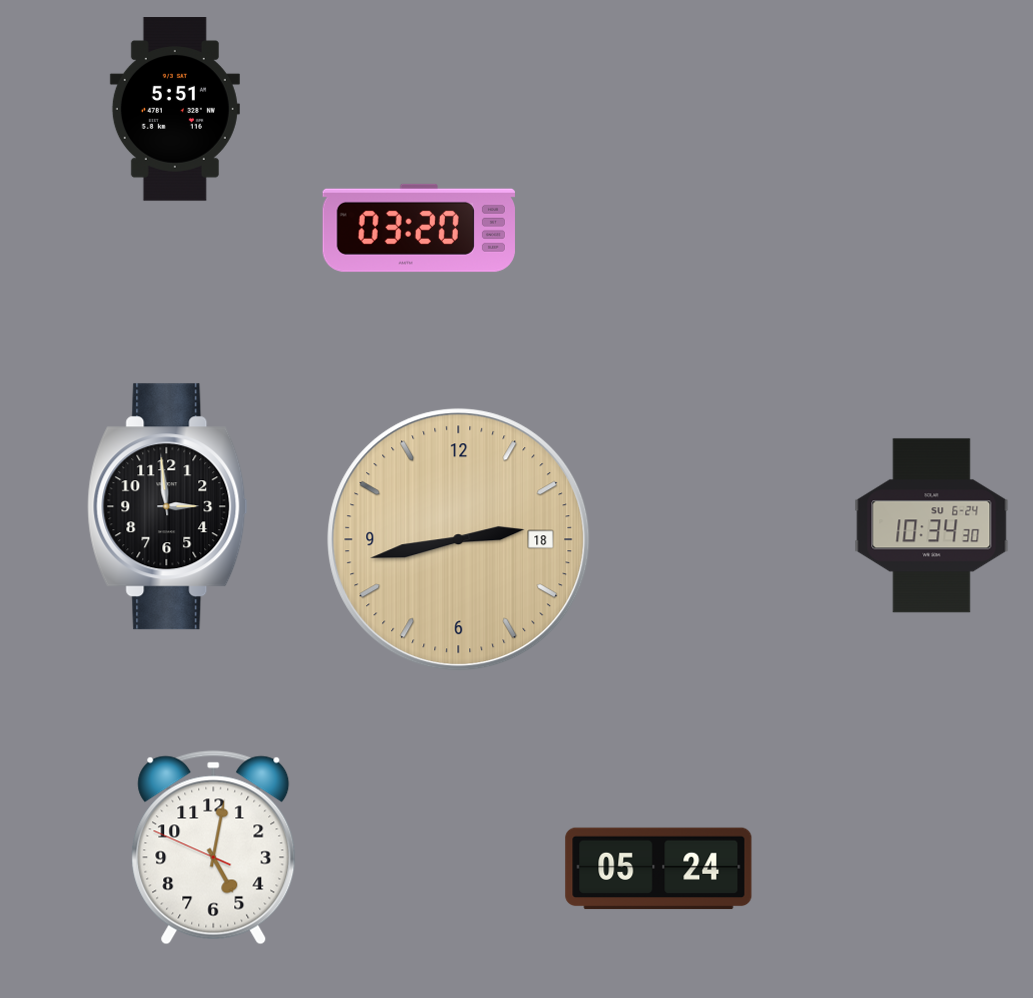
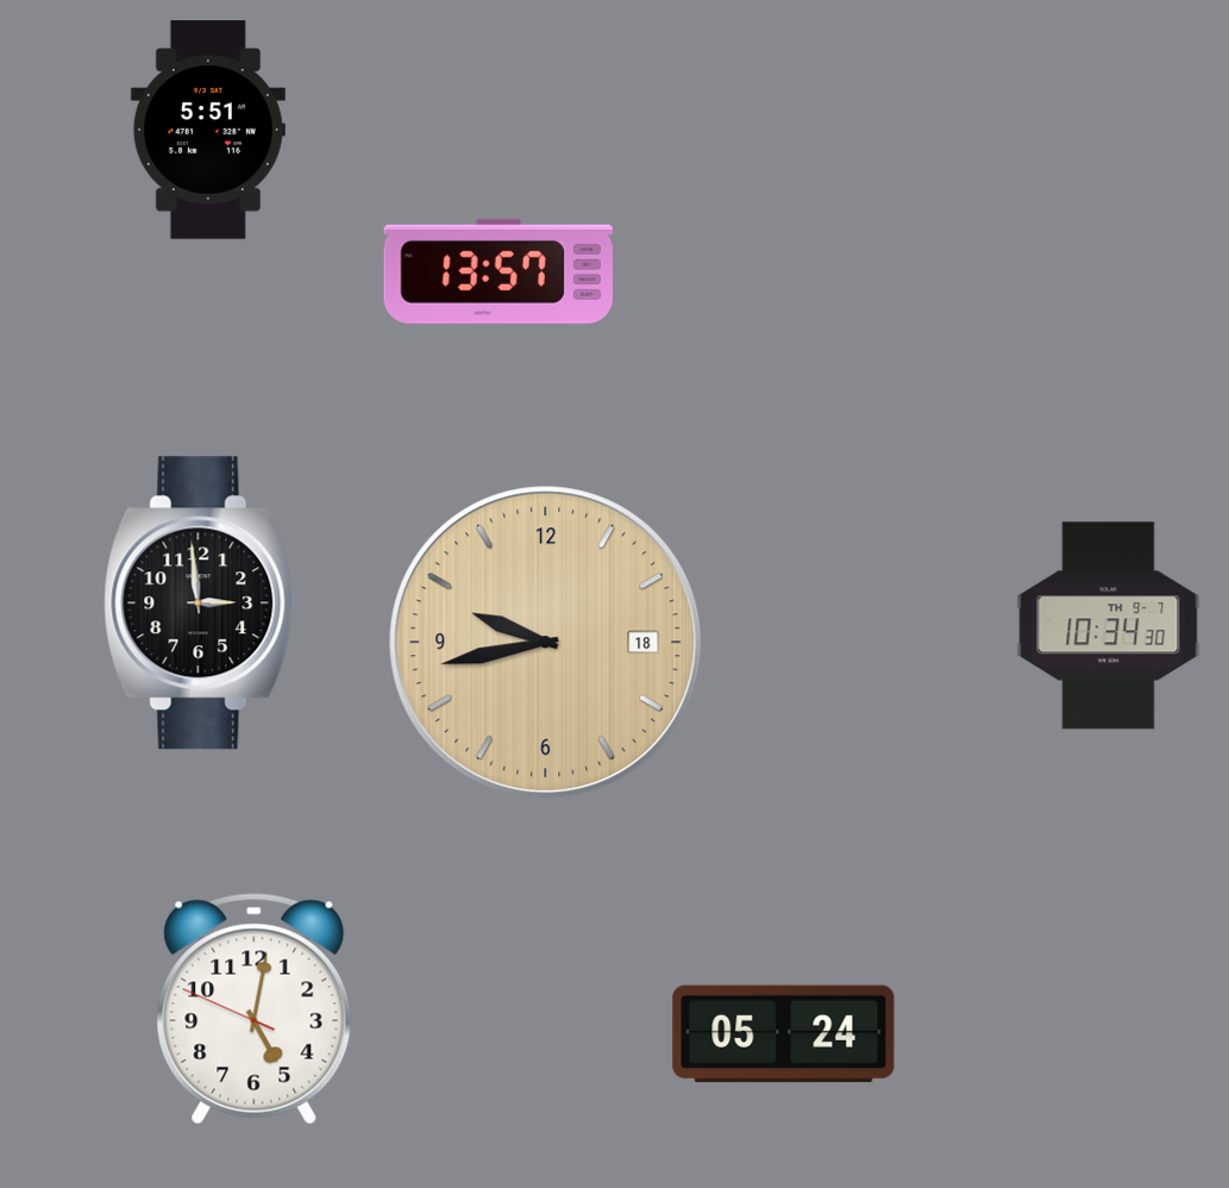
clock at (419, 228): 03:20 -> 13:57
clock at (932, 526) date: SU 6-24 -> TH 9-7
clock at (459, 540): 2:43 -> 9:43
